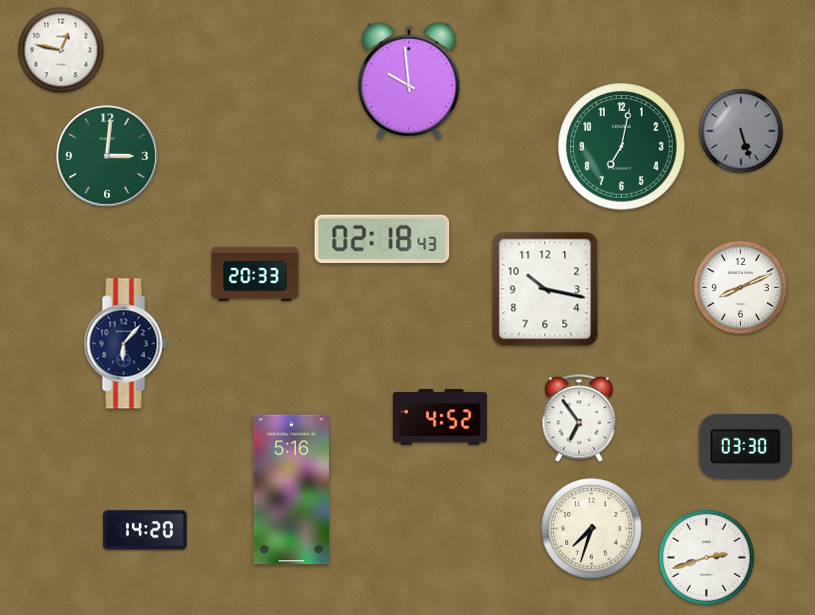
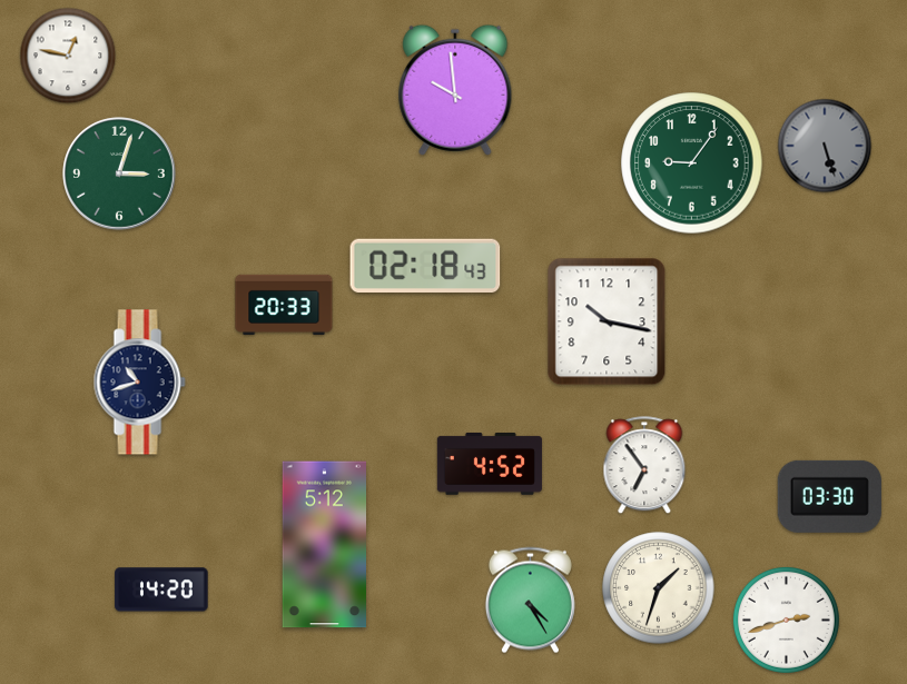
clock at (622, 147): 7:02 -> 9:06
clock at (107, 156): 3:01 -> 3:03
clock at (740, 287): 8:11 -> none
clock at (125, 344): 6:07 -> 10:42
clock at (291, 490): 5:16 -> 5:12
clock at (592, 529): 7:33 -> 1:33
clock at (530, 601): none -> 4:25
